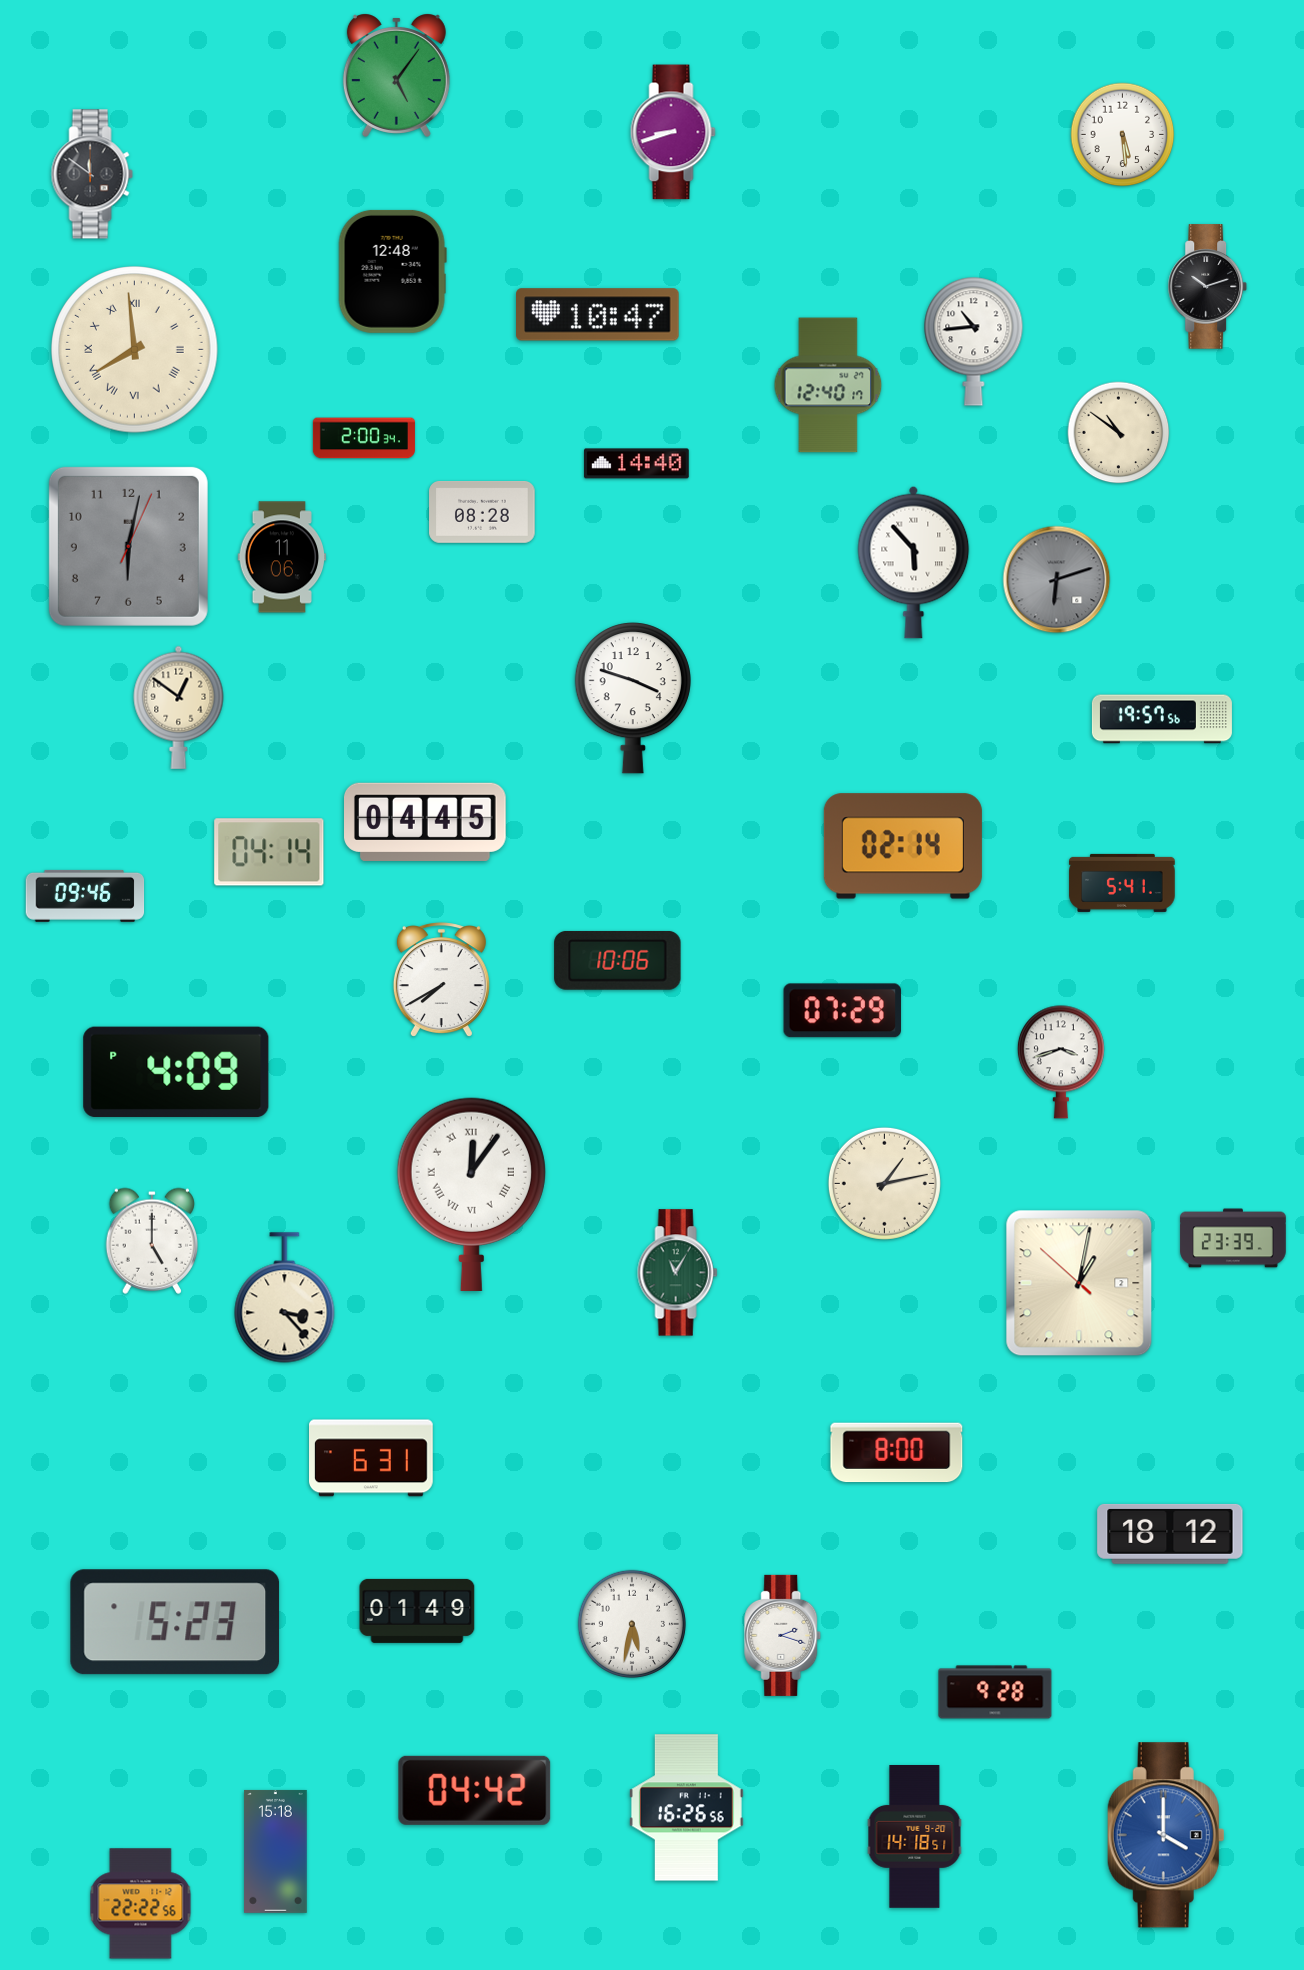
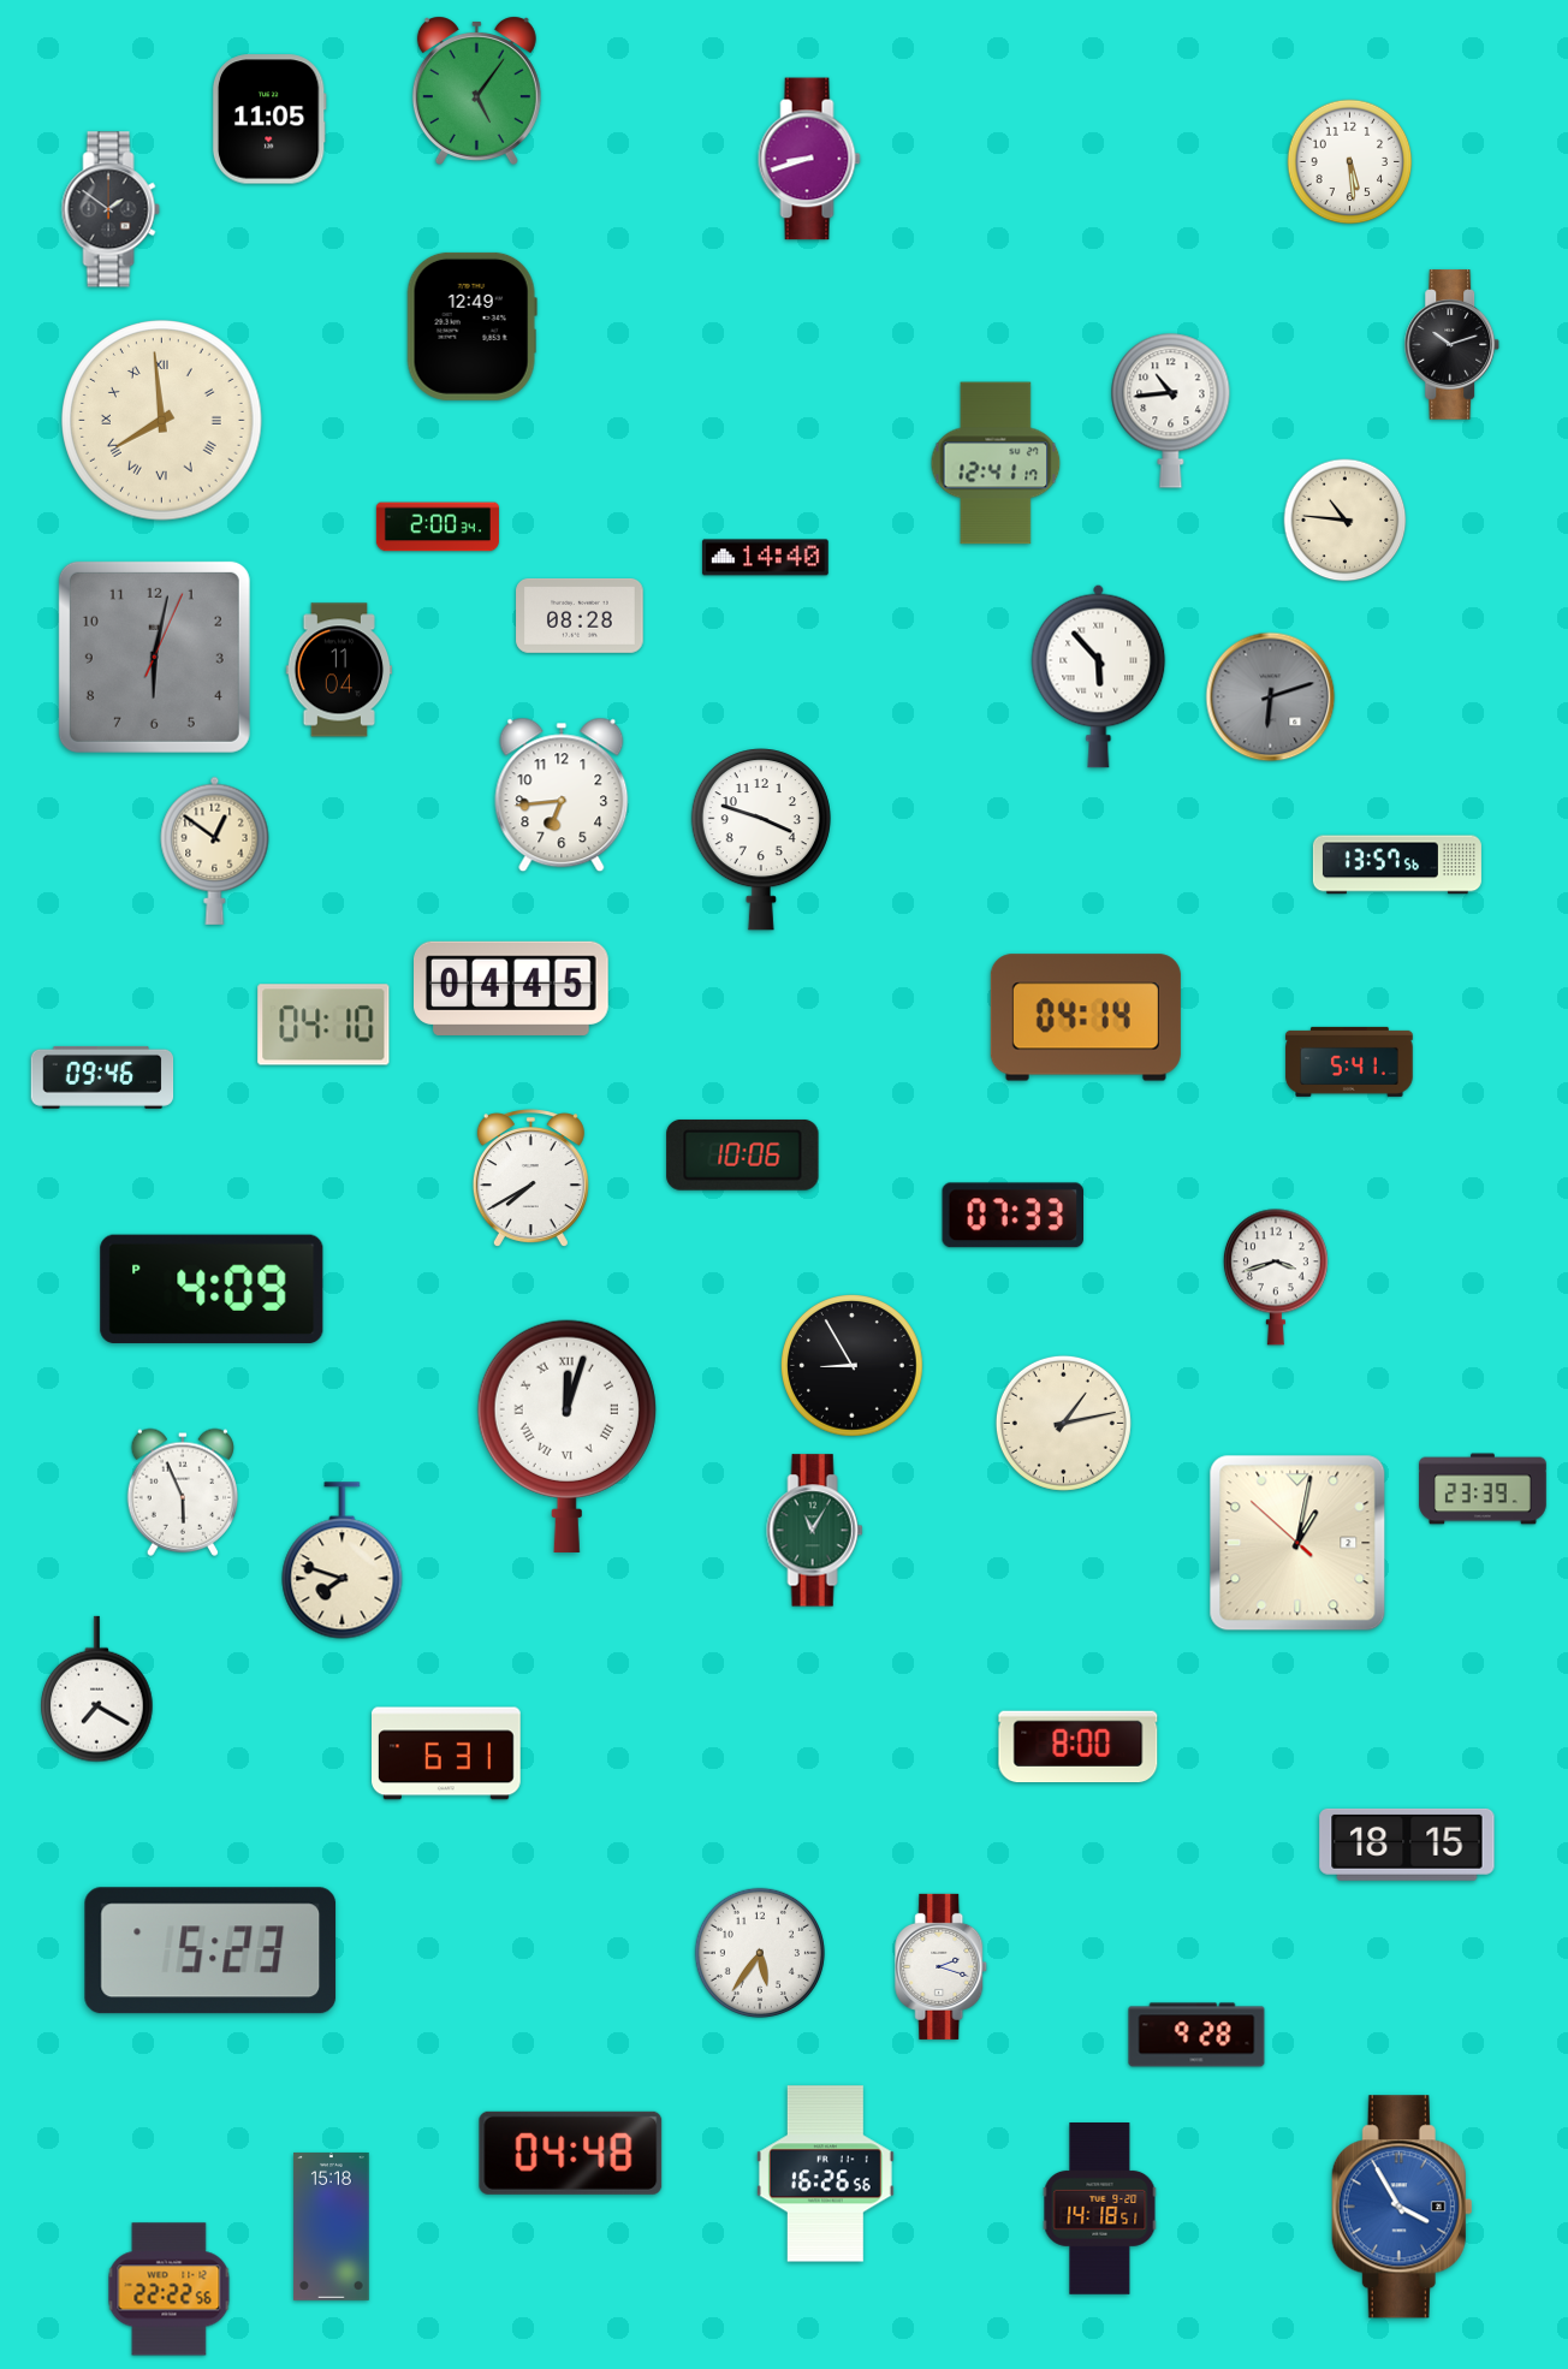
clock at (269, 119): none -> 11:05
clock at (92, 174): 11:51 -> 1:51
clock at (392, 271): 12:48 -> 12:49
clock at (598, 315): 10:47 -> none
clock at (828, 385): 12:40 -> 12:41
clock at (1119, 433): 10:51 -> 10:46
clock at (282, 557): 11:06 -> 11:04
clock at (562, 795): none -> 6:44
clock at (1162, 719): 19:57 -> 13:57
clock at (903, 846): 02:14 -> 04:14
clock at (269, 852): 04:14 -> 04:10
clock at (842, 1011): 07:29 -> 07:33
clock at (853, 1366): none -> 8:55
clock at (471, 1194): 12:06 -> 12:03
clock at (151, 1241): 5:00 -> 5:56
clock at (285, 1298): 3:23 -> 7:48
clock at (97, 1690): none -> 7:20
clock at (1170, 1534): 18:12 -> 18:15
clock at (417, 1611): 01:49 -> none
clock at (632, 1624): 5:32 -> 5:36
clock at (475, 1790): 04:42 -> 04:48
clock at (1166, 1835): 4:00 -> 3:55
